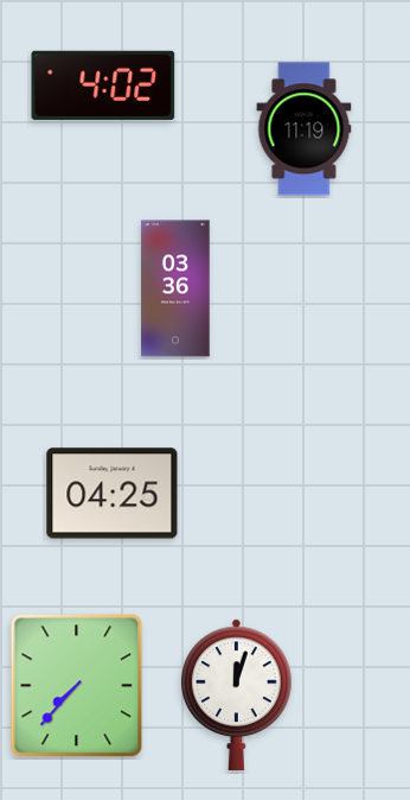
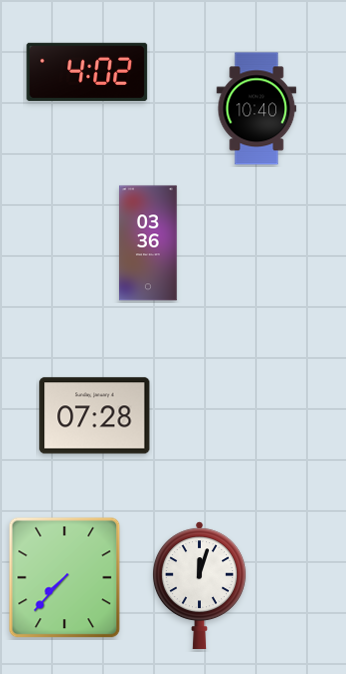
clock at (305, 129): 11:19 -> 10:40
clock at (113, 494): 04:25 -> 07:28
